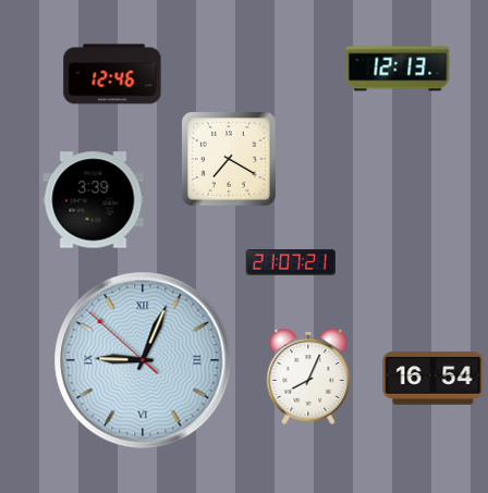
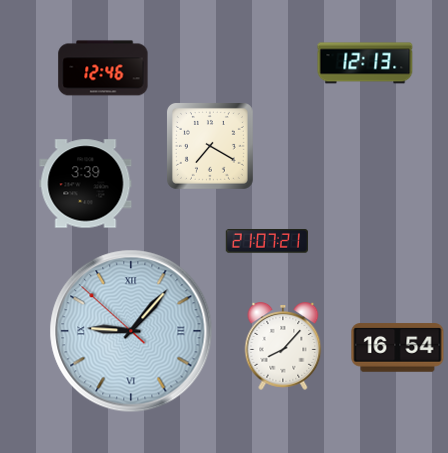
clock at (143, 360): 9:03 -> 9:06
clock at (308, 377): 8:04 -> 8:07
